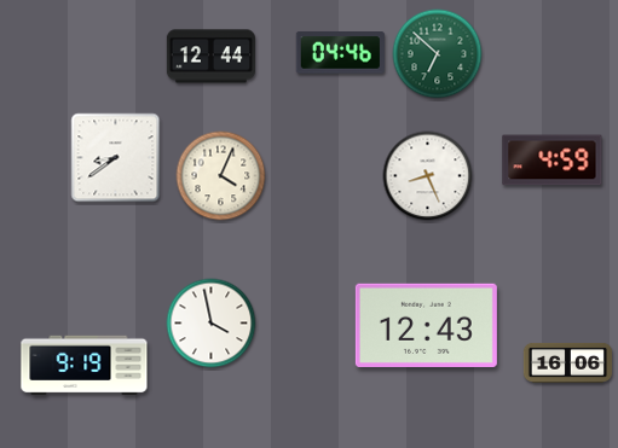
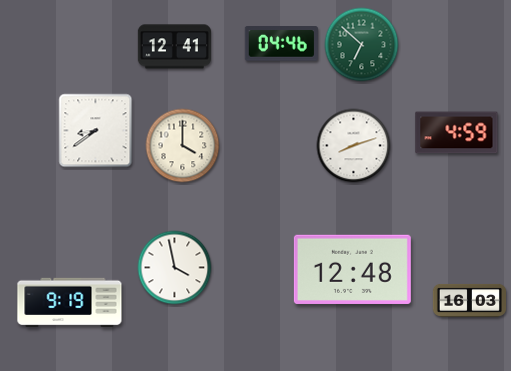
clock at (210, 57): 12:44 -> 12:41
clock at (221, 176): 4:04 -> 4:00
clock at (428, 176): 8:26 -> 8:12
clock at (426, 325): 12:43 -> 12:48
clock at (567, 362): 16:06 -> 16:03
